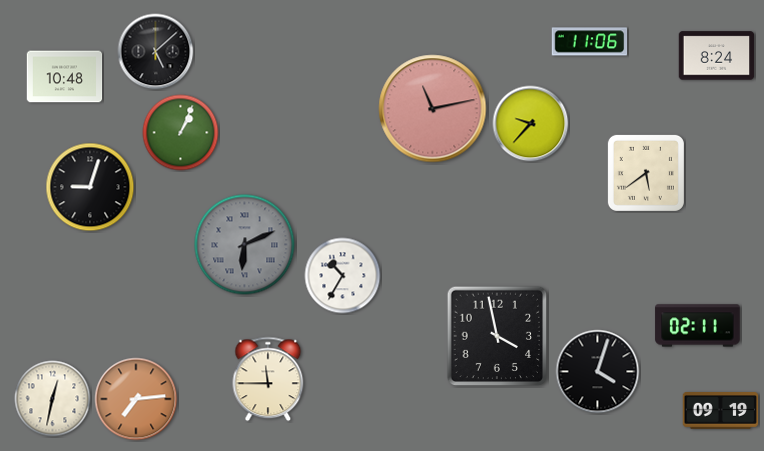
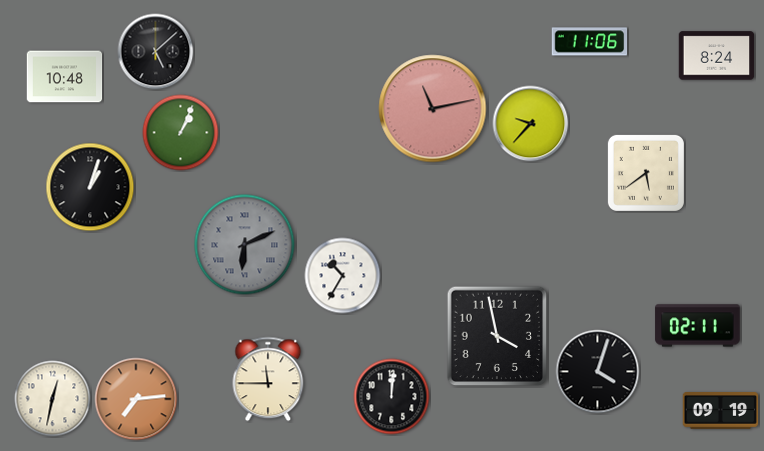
clock at (90, 187): 9:03 -> 1:03
clock at (392, 397): none -> 12:01
